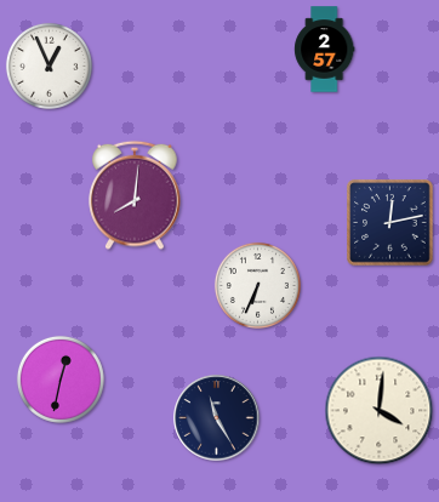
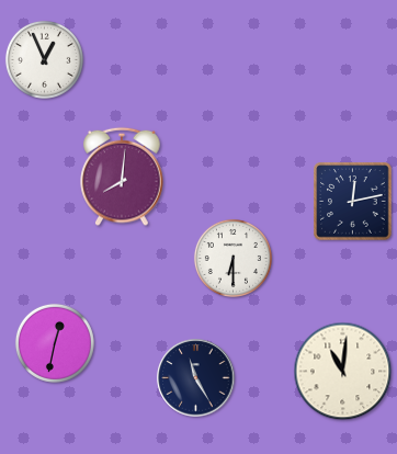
clock at (325, 50): 2:57 -> none
clock at (257, 285): 6:34 -> 6:30
clock at (380, 411): 4:01 -> 11:01
